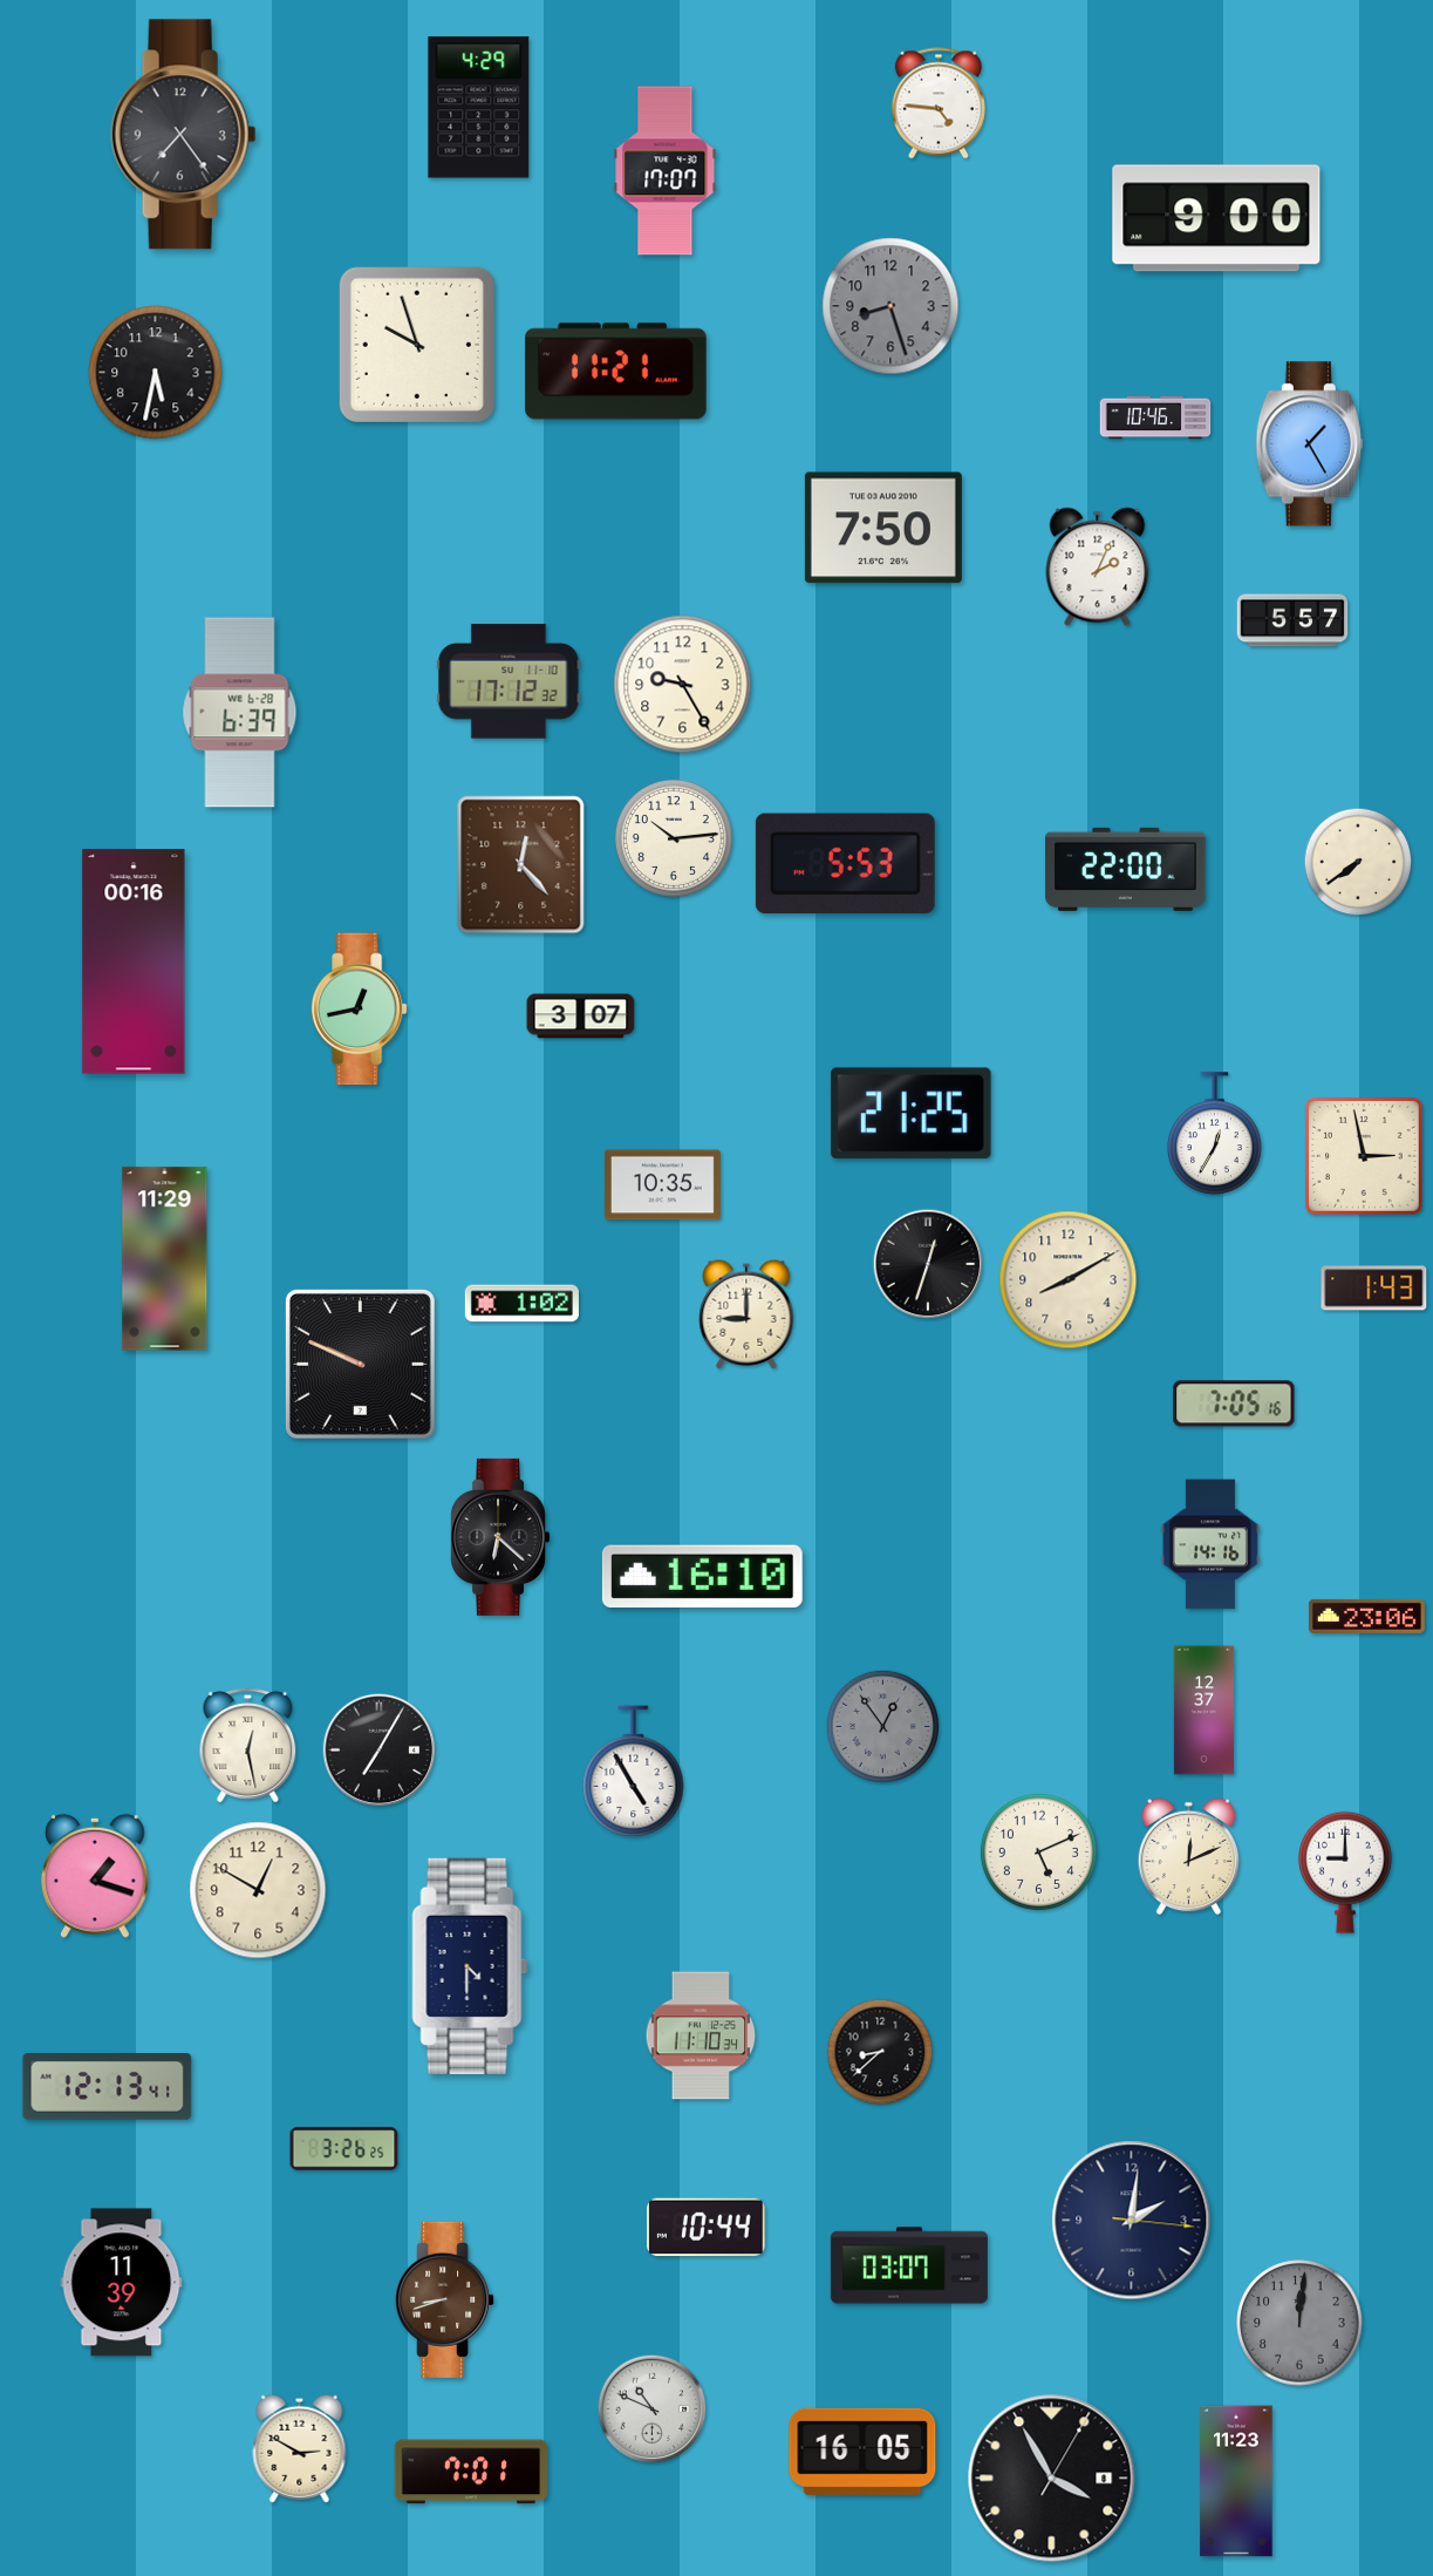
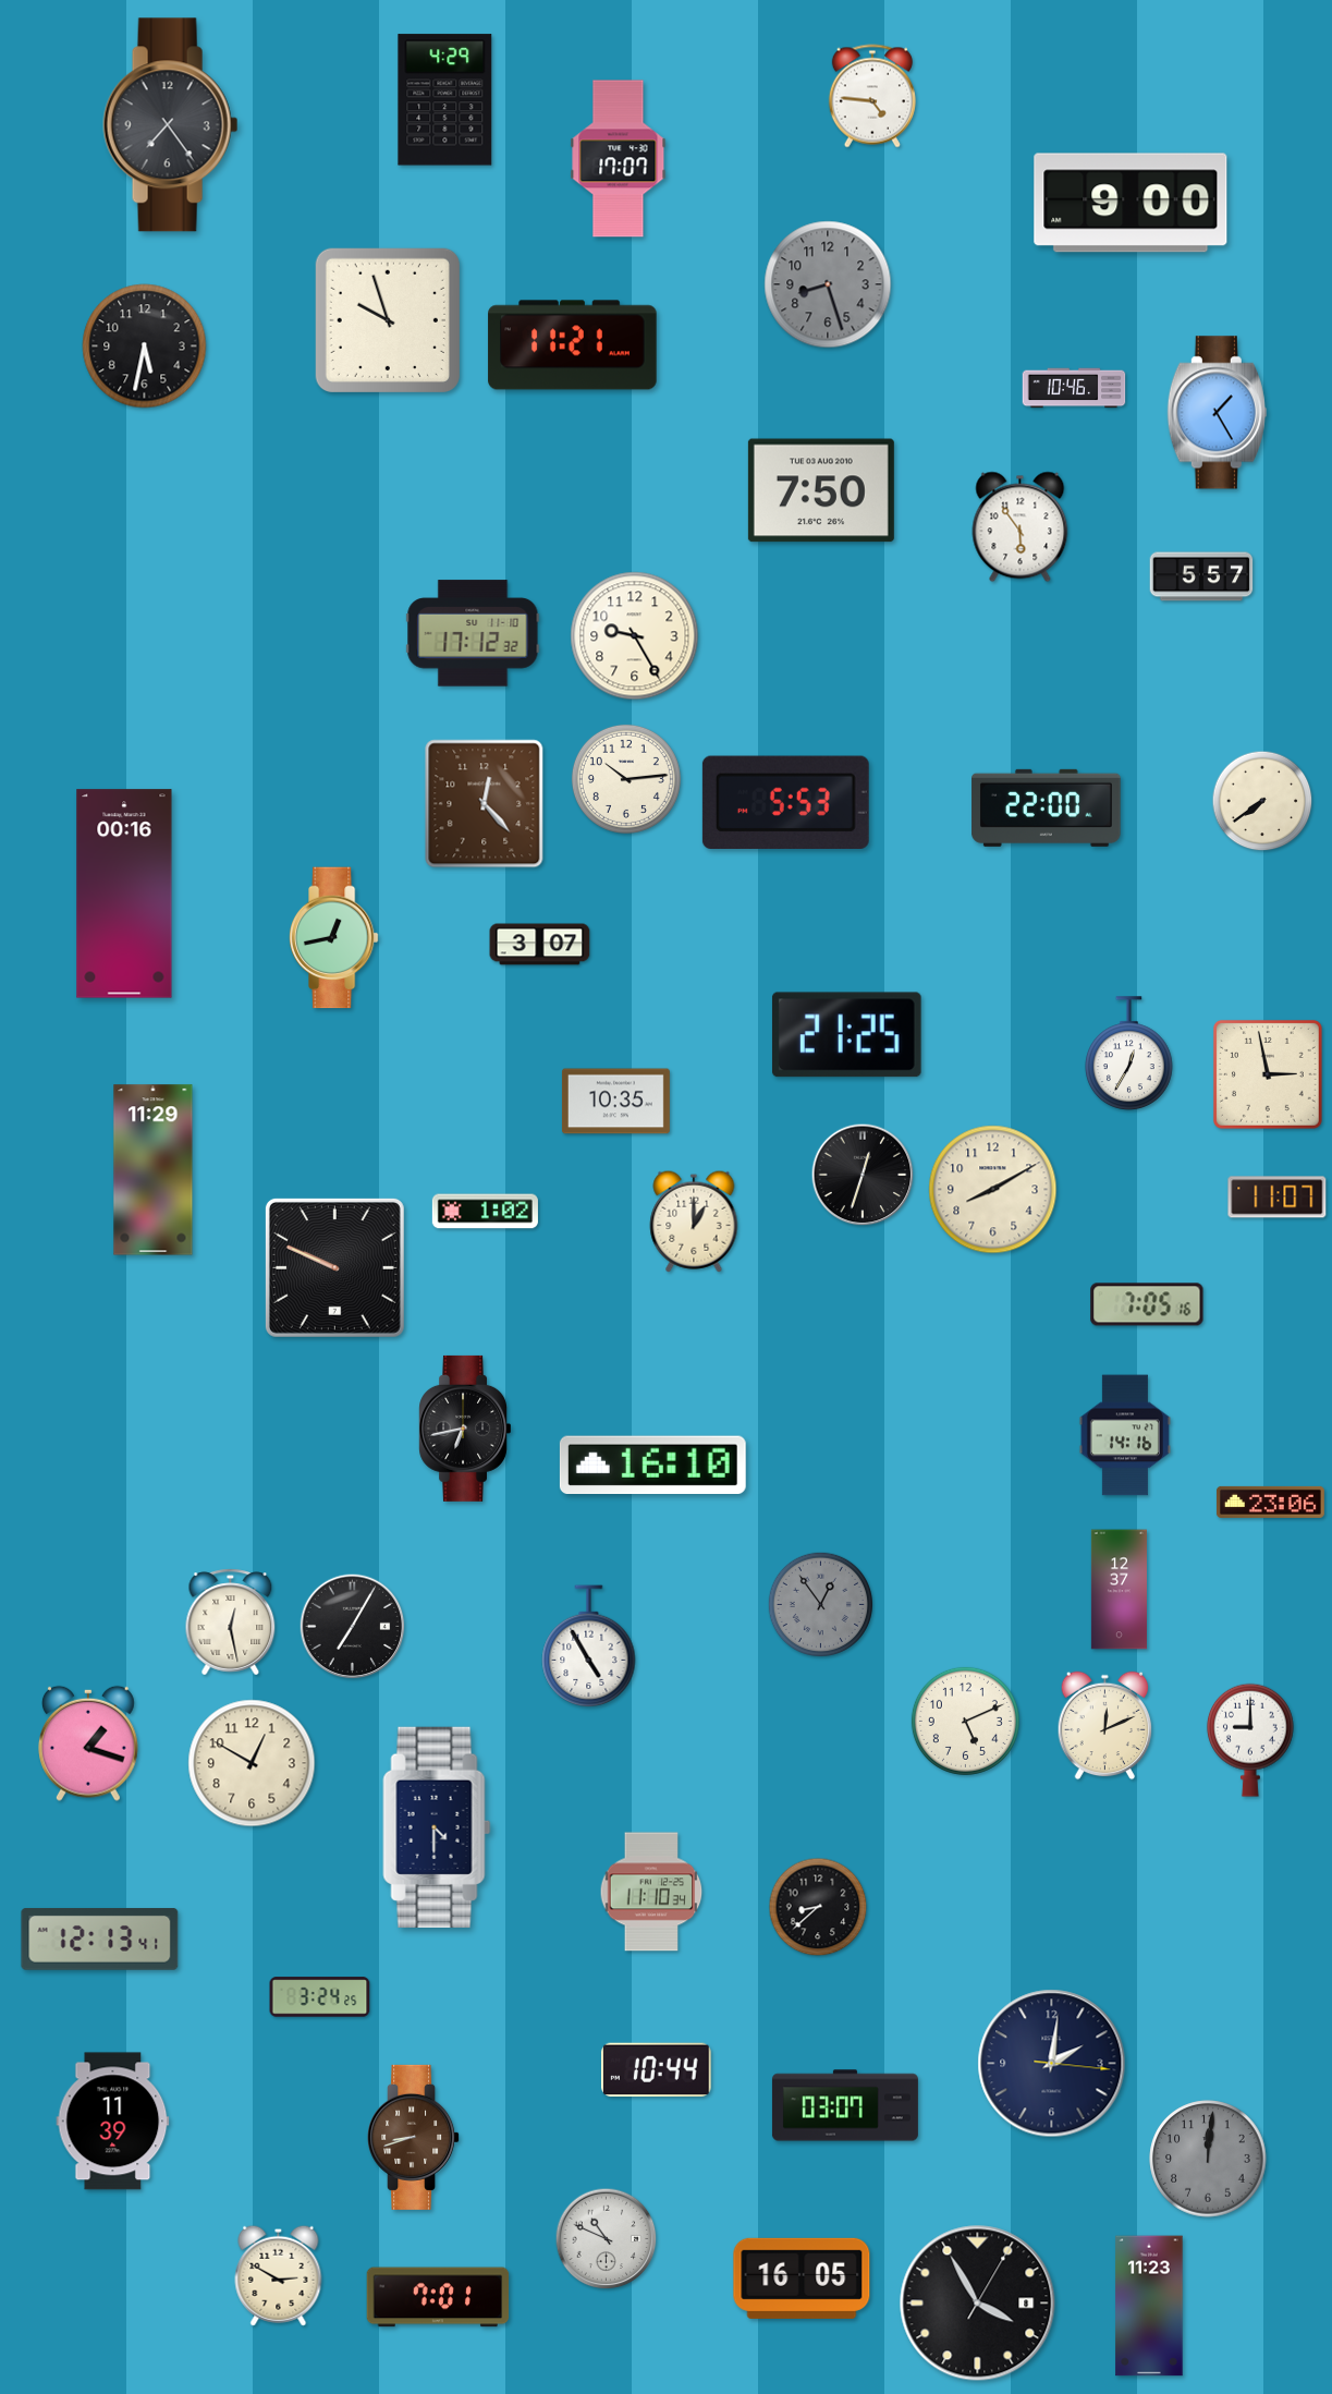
clock at (1098, 567): 2:04 -> 5:54
clock at (240, 713): 6:39 -> none
clock at (1374, 1289): 1:43 -> 11:07
clock at (746, 1314): 9:00 -> 1:00
clock at (499, 1537): 6:22 -> 6:43
clock at (258, 1890) position: (258, 1890) -> (252, 1763)
clock at (344, 2149): 3:26 -> 3:24
